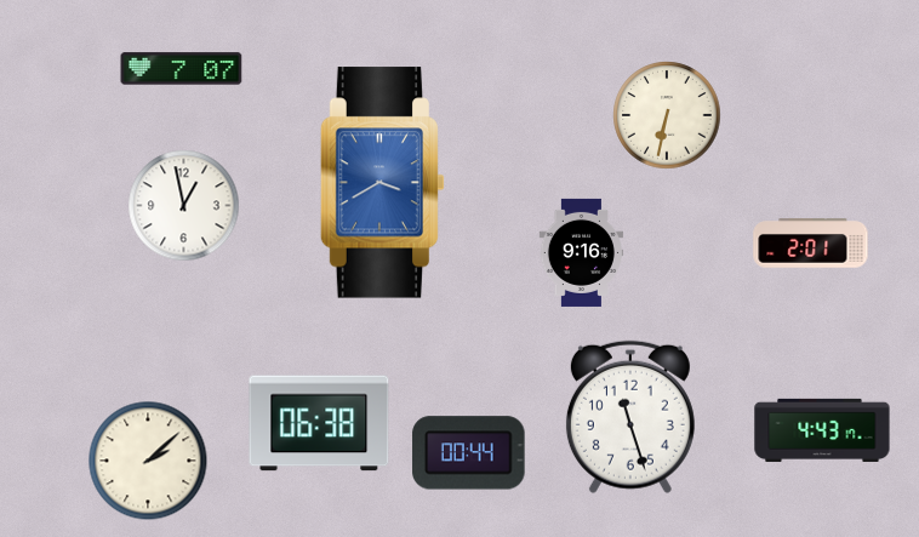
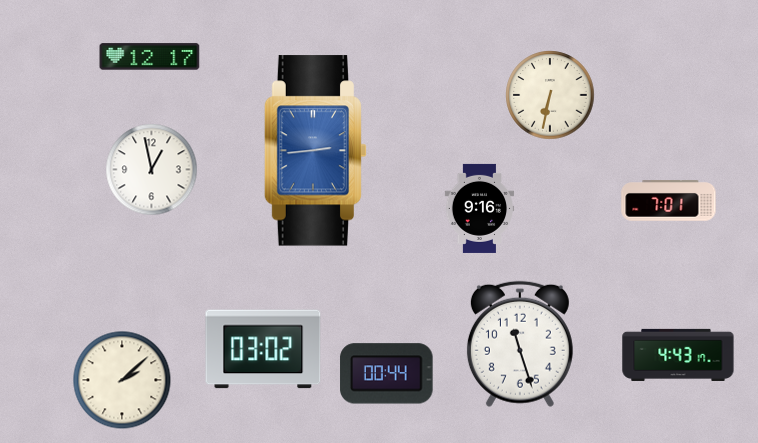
clock at (182, 69): 7:07 -> 12:17
clock at (383, 183): 3:40 -> 2:44
clock at (811, 244): 2:01 -> 7:01
clock at (319, 423): 06:38 -> 03:02
